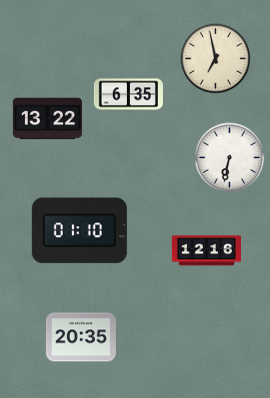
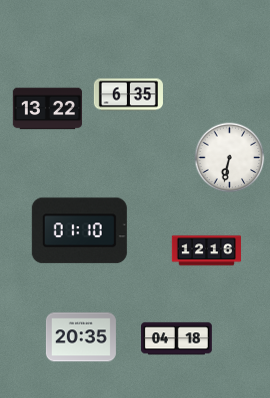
clock at (216, 59): 6:58 -> none
clock at (47, 119) position: (47, 119) -> (47, 109)
clock at (177, 339): none -> 04:18
